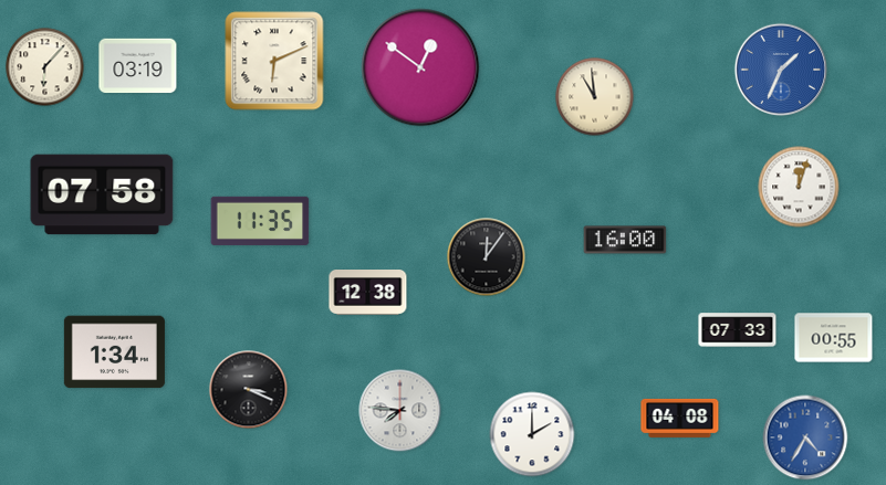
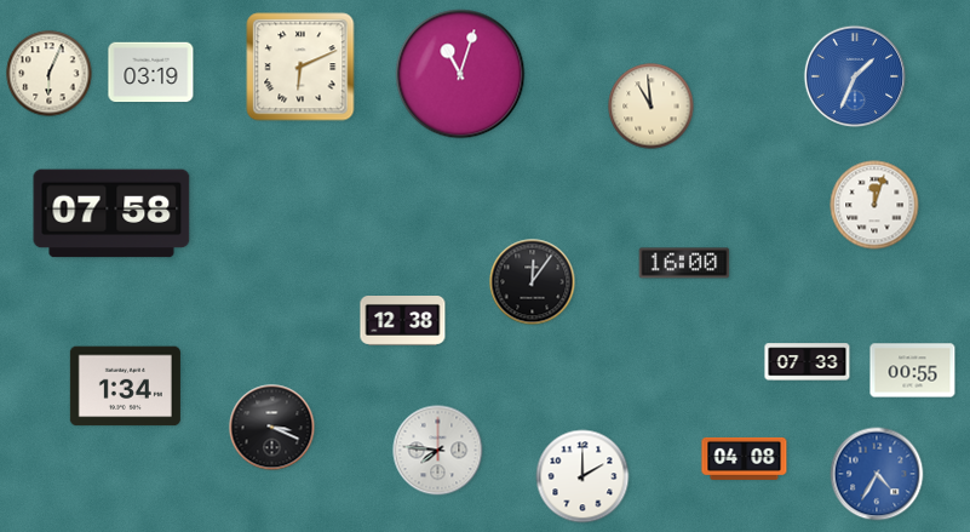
clock at (45, 67): 6:07 -> 6:04
clock at (420, 67): 12:51 -> 11:03
clock at (260, 221): 11:35 -> none
clock at (805, 437) position: (805, 437) -> (877, 474)
